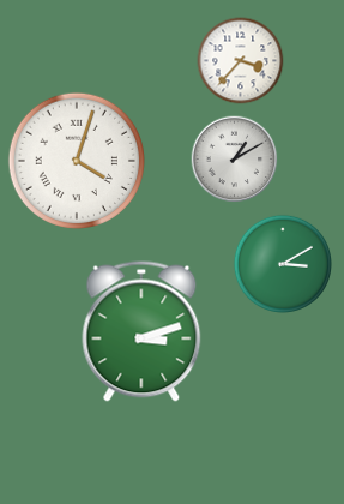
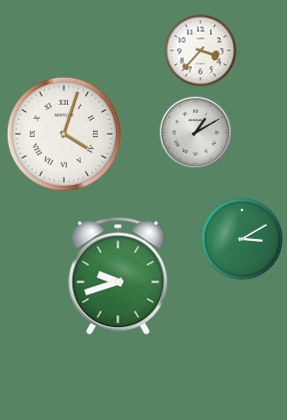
clock at (283, 264) position: (283, 264) -> (242, 239)
clock at (141, 331): 3:12 -> 9:42
